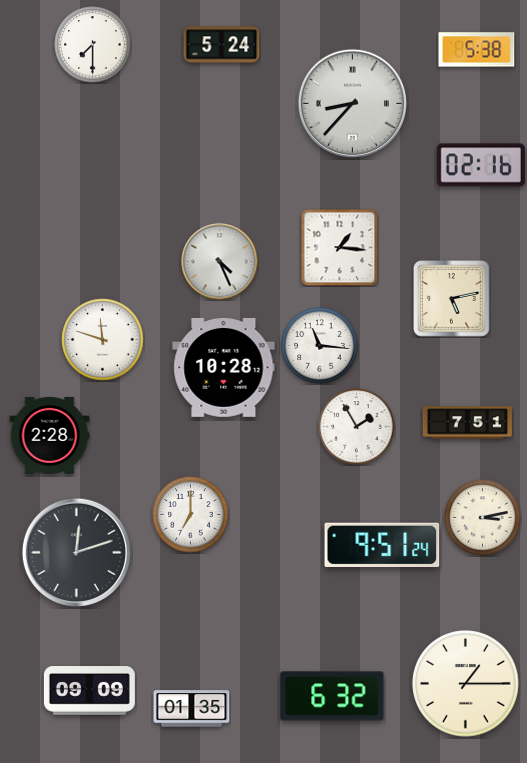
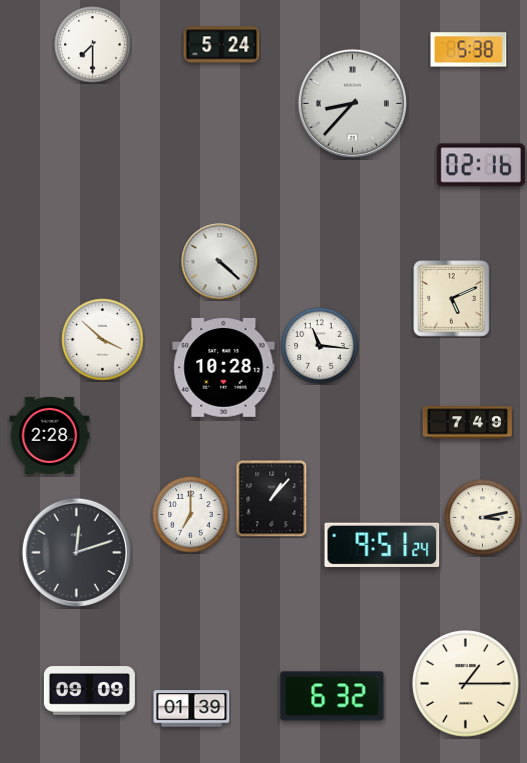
clock at (477, 50) position: (477, 50) -> (469, 50)
clock at (339, 247): 1:16 -> none
clock at (220, 262): 4:26 -> 4:22
clock at (452, 299): 5:13 -> 5:11
clock at (103, 340): 11:48 -> 3:52
clock at (467, 423): 7:51 -> 7:49
clock at (357, 427): 1:55 -> none
clock at (272, 498): none -> 1:07
clock at (192, 709): 01:35 -> 01:39
